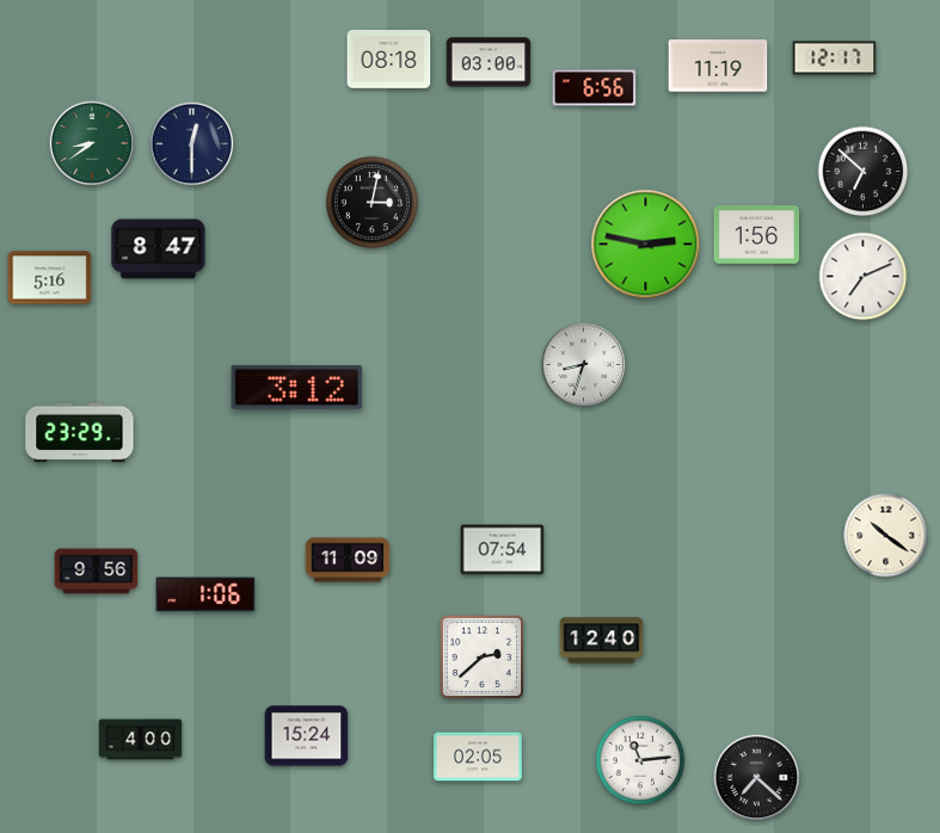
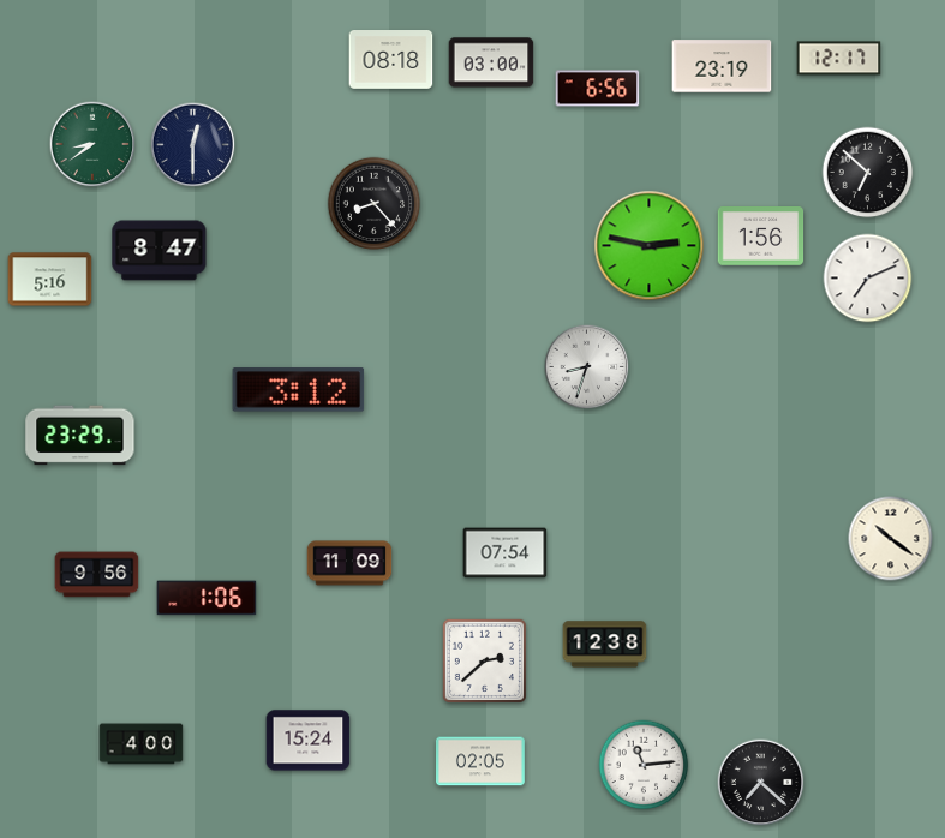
clock at (718, 66): 11:19 -> 23:19
clock at (373, 203): 3:02 -> 8:23
clock at (602, 641): 12:40 -> 12:38
